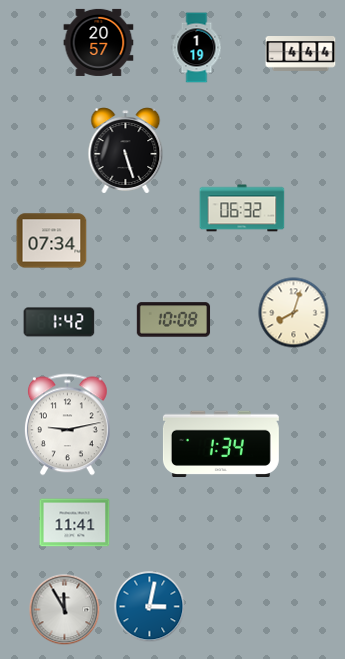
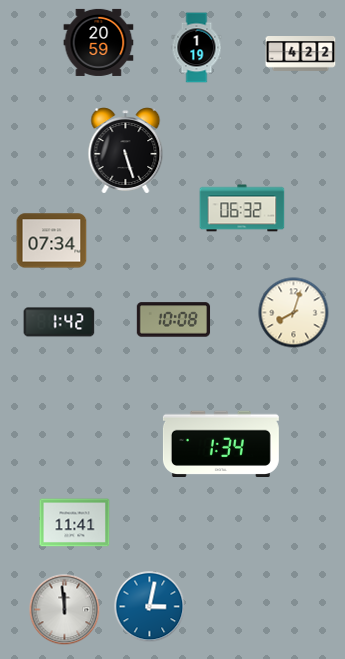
clock at (99, 42): 20:57 -> 20:59
clock at (301, 54): 4:44 -> 4:22
clock at (67, 425): 9:13 -> none
clock at (65, 610): 11:55 -> 11:59
